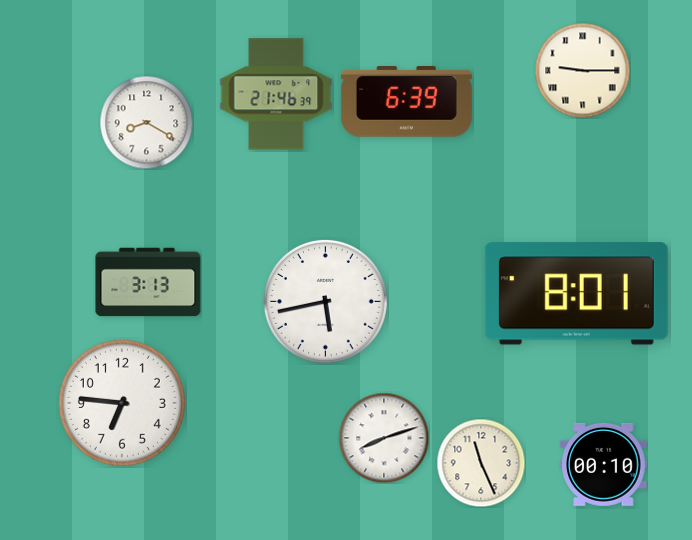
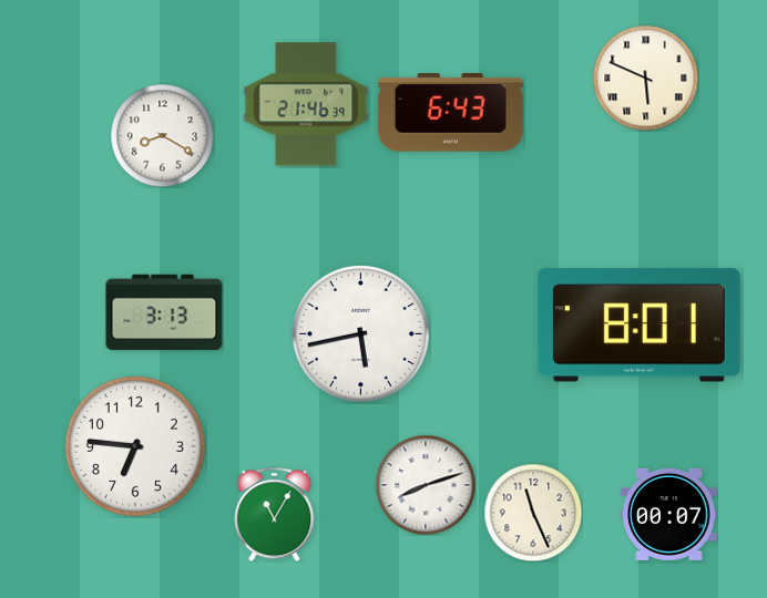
clock at (582, 70): 9:15 -> 5:49
clock at (406, 102): 6:39 -> 6:43
clock at (275, 514): none -> 11:05
clock at (604, 464): 00:10 -> 00:07
